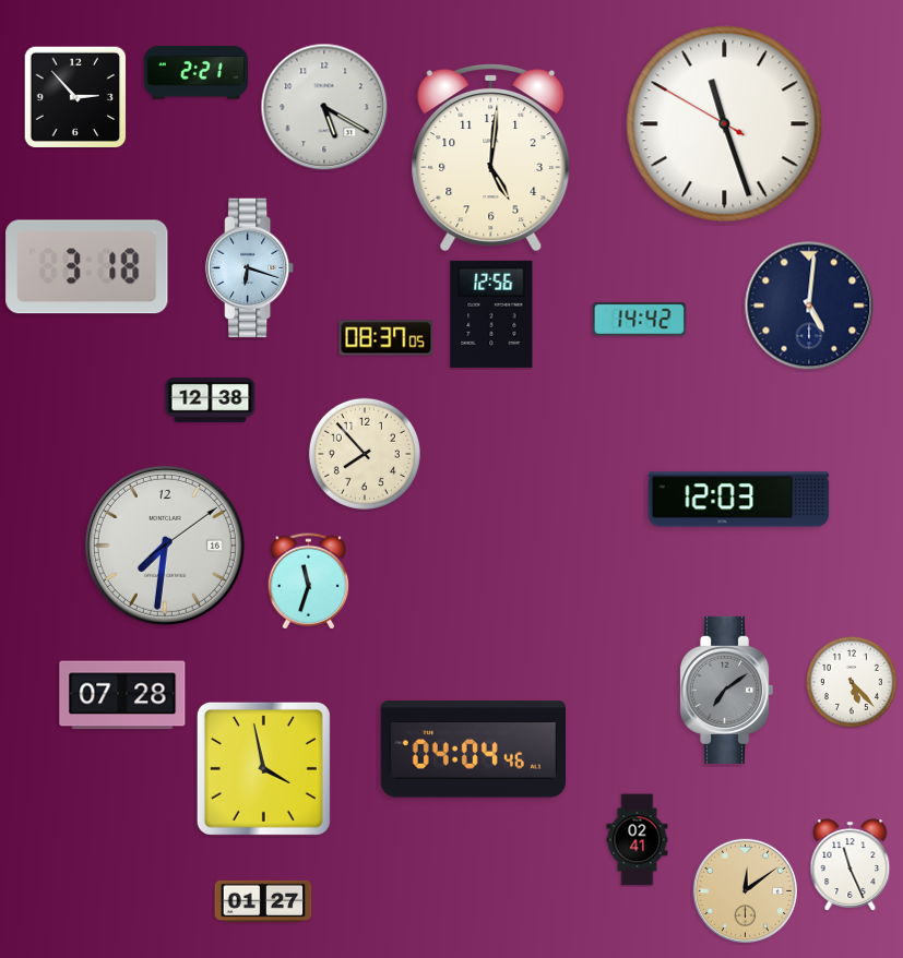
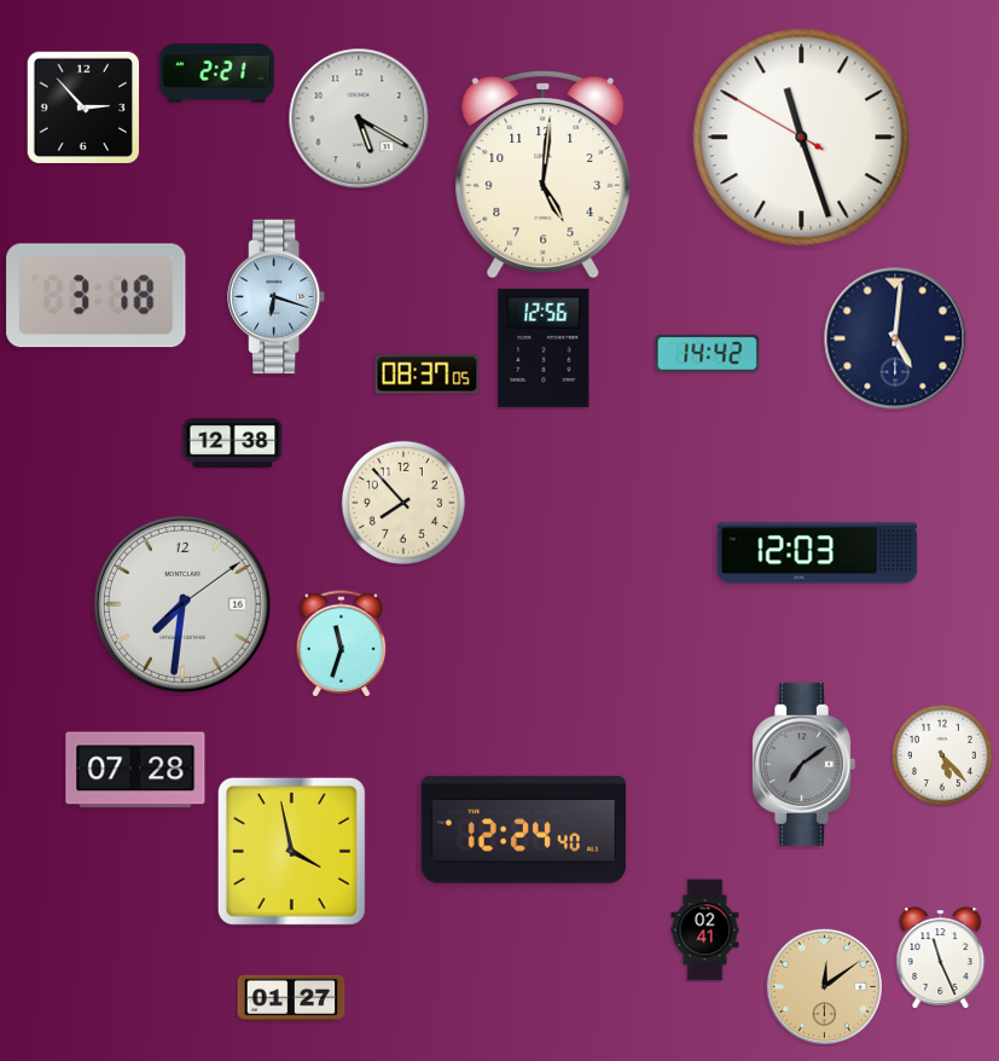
clock at (195, 73) position: (195, 73) -> (216, 74)
clock at (474, 750): 04:04 -> 12:24
